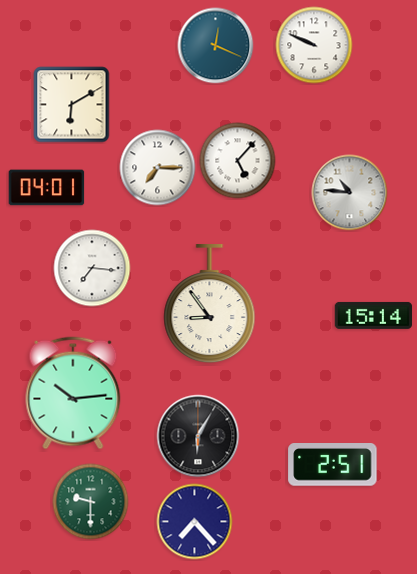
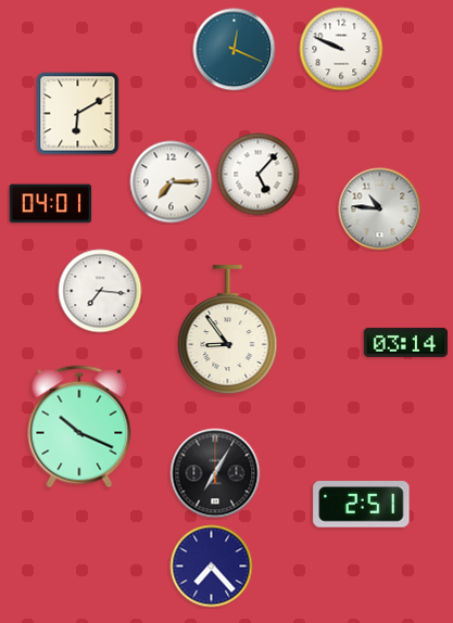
clock at (374, 315): 15:14 -> 03:14
clock at (73, 393): 10:14 -> 10:19
clock at (198, 436): 6:05 -> 7:05
clock at (91, 502): 9:30 -> none
